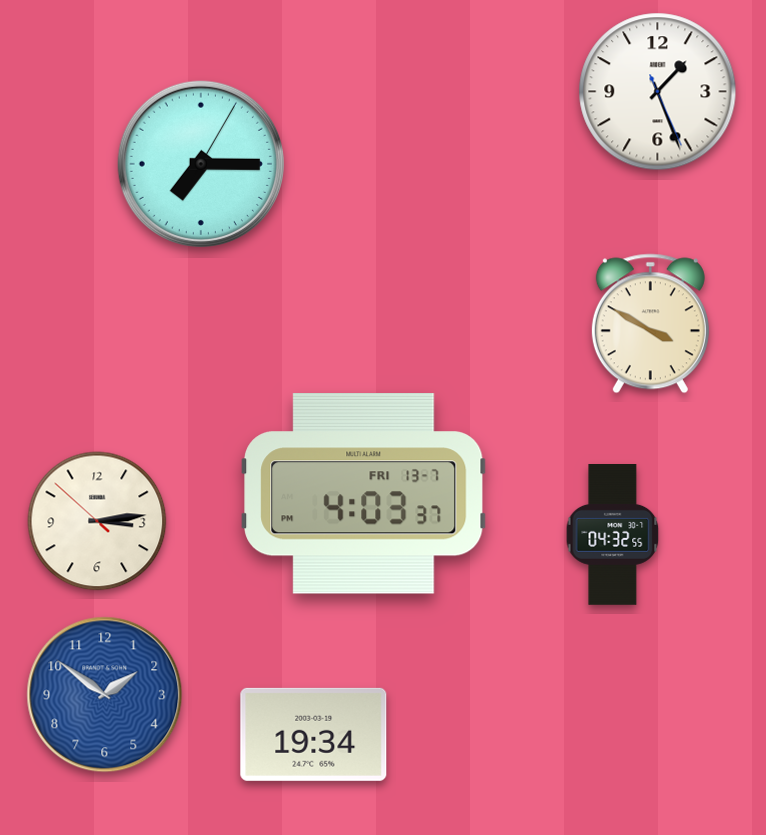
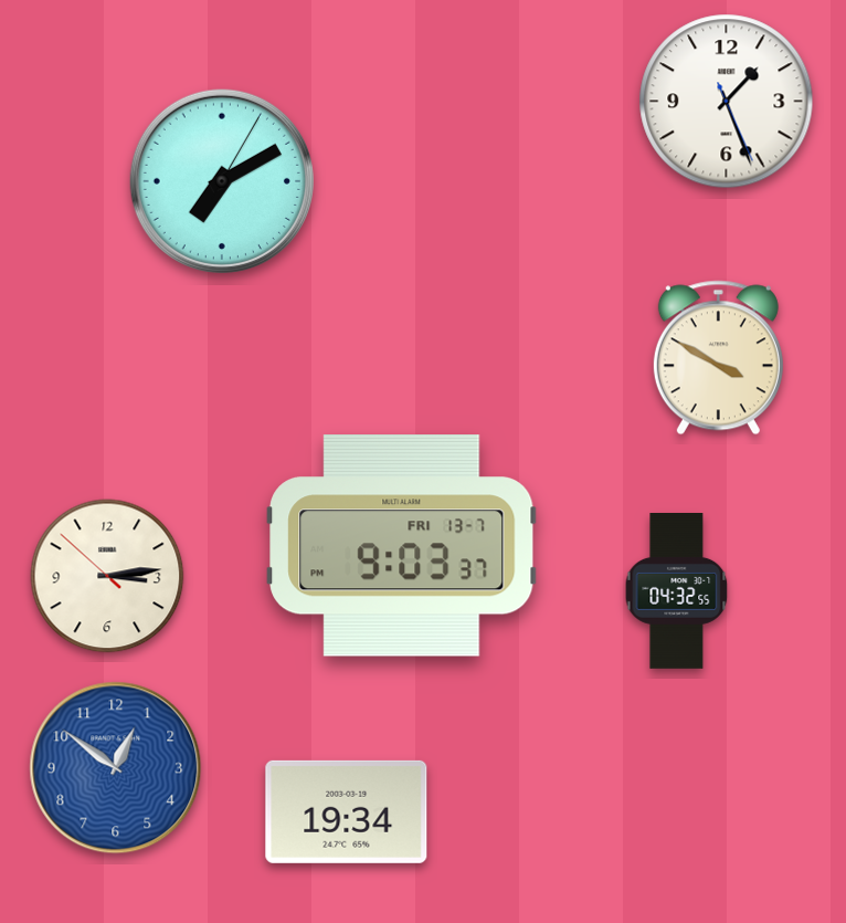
clock at (201, 164): 7:15 -> 7:10
clock at (364, 493): 4:03 -> 9:03
clock at (105, 695): 1:51 -> 12:51
